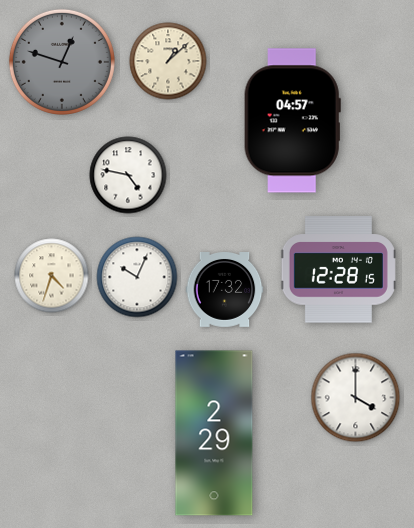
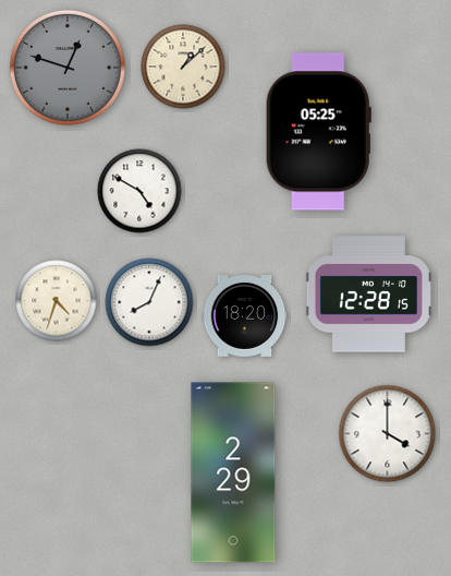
clock at (292, 121): 04:57 -> 05:25
clock at (128, 175): 4:47 -> 4:50
clock at (137, 277): 10:04 -> 8:04
clock at (225, 290): 17:32 -> 18:20
